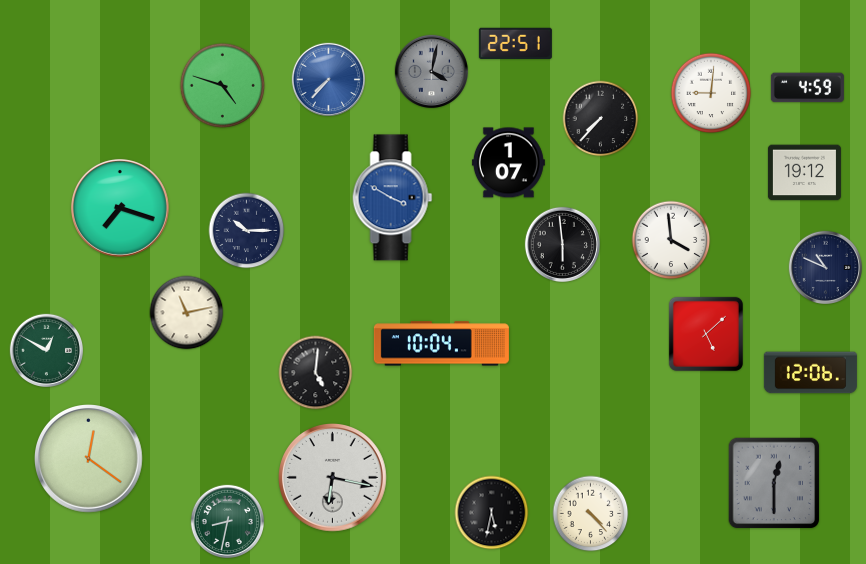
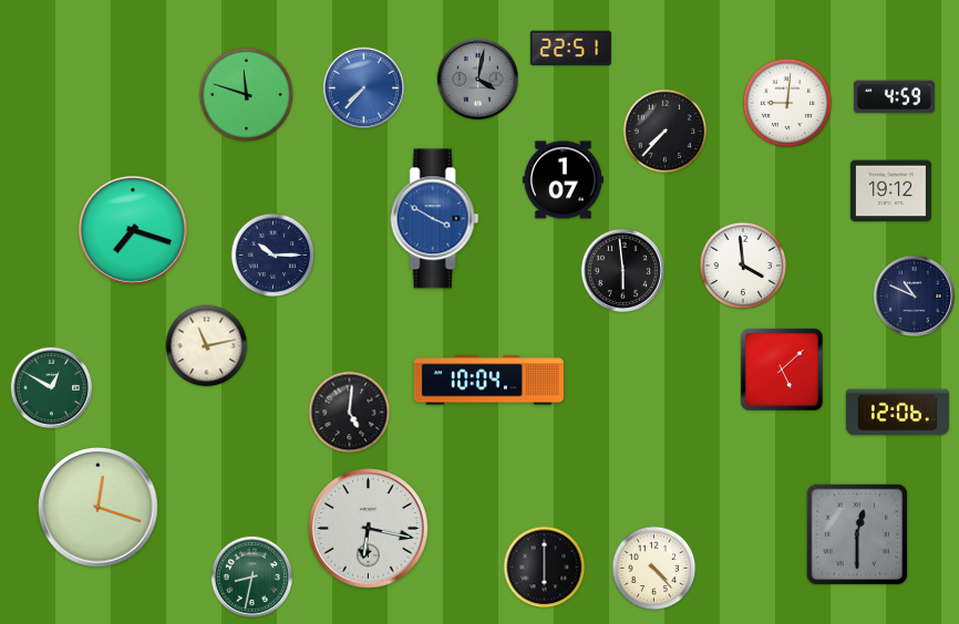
clock at (222, 85): 4:48 -> 11:48
clock at (89, 459): 12:21 -> 12:18
clock at (492, 513): 5:32 -> 6:00
